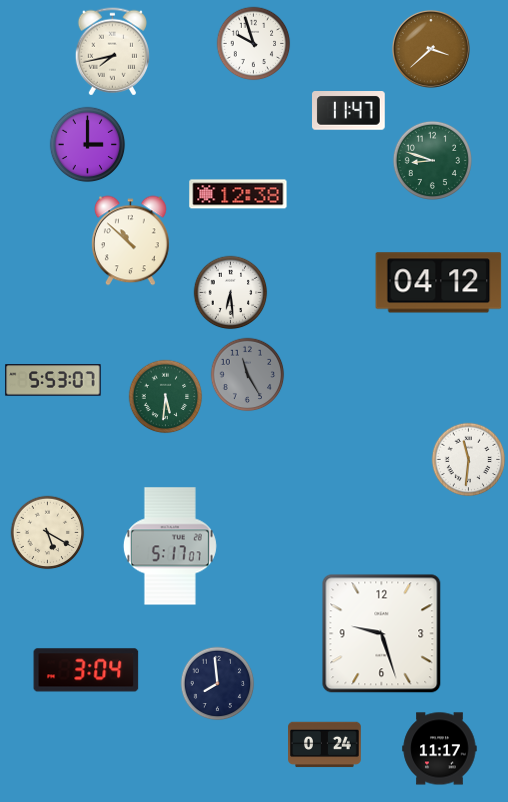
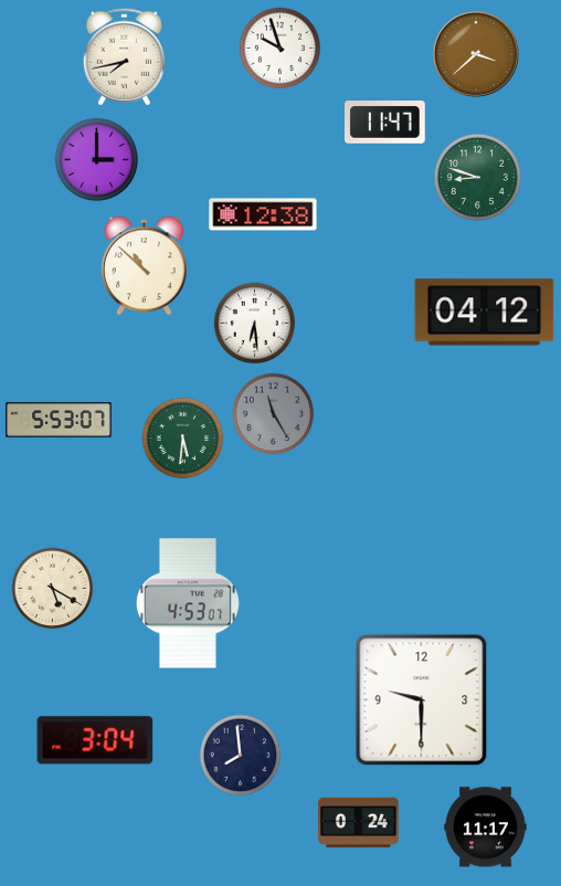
clock at (469, 460): 11:31 -> none
clock at (170, 546): 5:17 -> 4:53
clock at (382, 634): 9:27 -> 9:30
